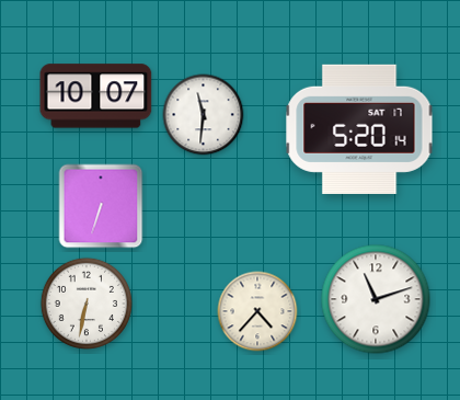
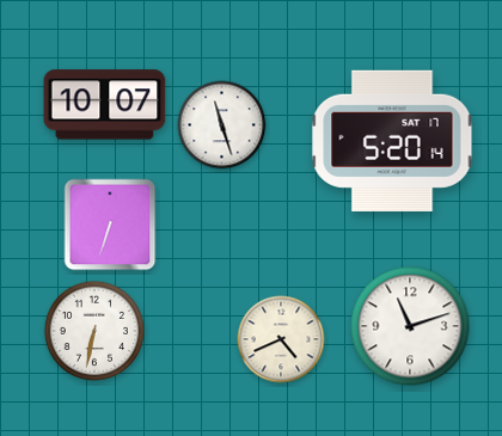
clock at (204, 115): 11:31 -> 11:27
clock at (257, 311): 4:37 -> 4:41
